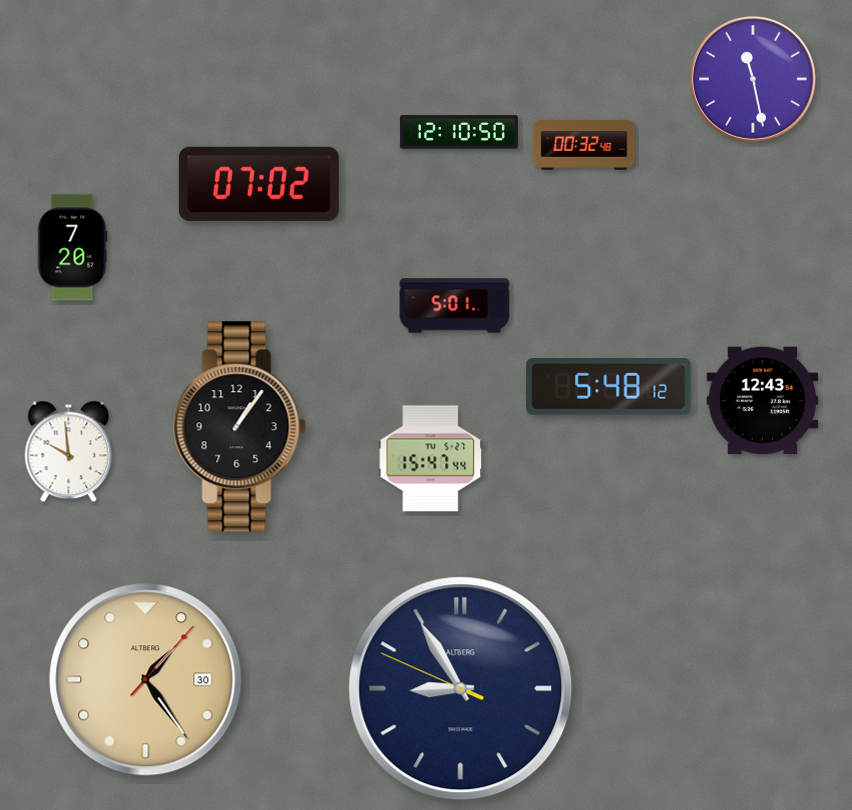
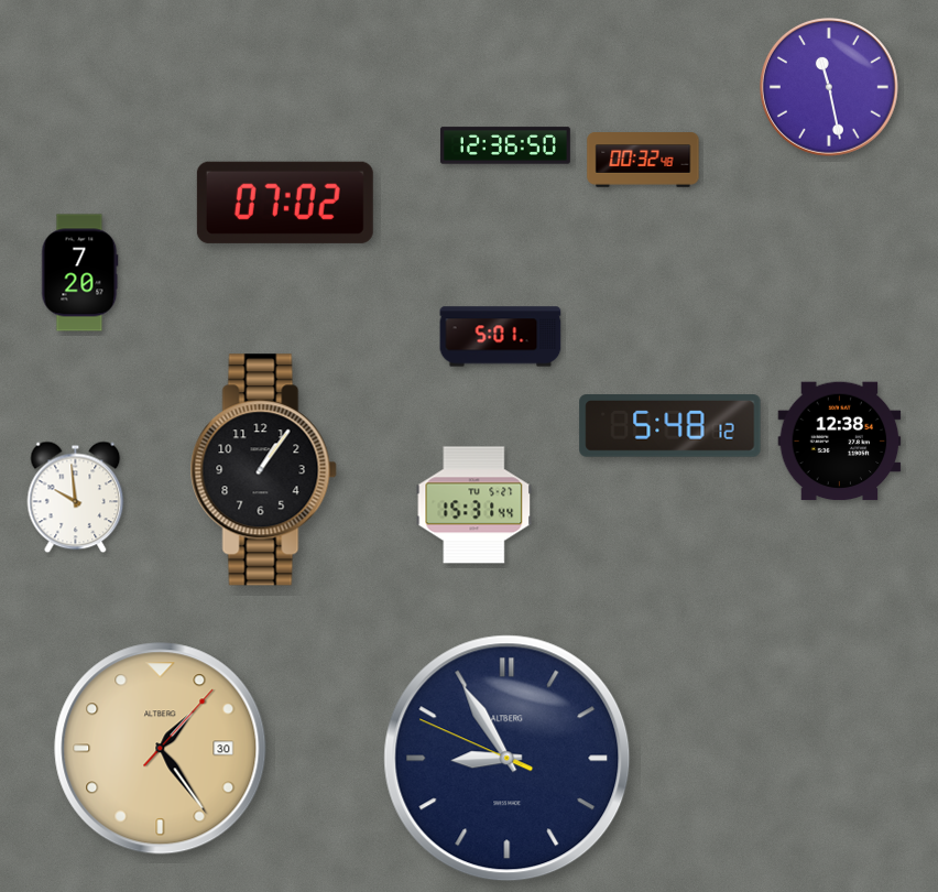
clock at (459, 132): 12:10 -> 12:36
clock at (763, 401): 12:43 -> 12:38
clock at (431, 459): 15:47 -> 15:31
